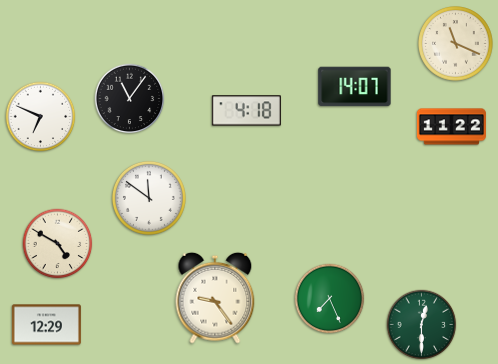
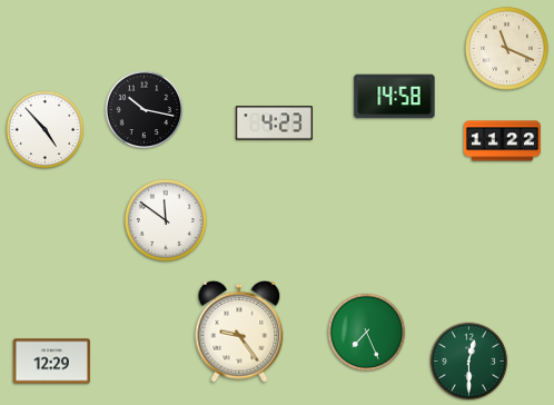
clock at (355, 87): 14:07 -> 14:58
clock at (130, 99): 11:06 -> 10:17
clock at (246, 111): 4:18 -> 4:23
clock at (41, 117): 6:49 -> 4:53
clock at (58, 244): 4:50 -> none
